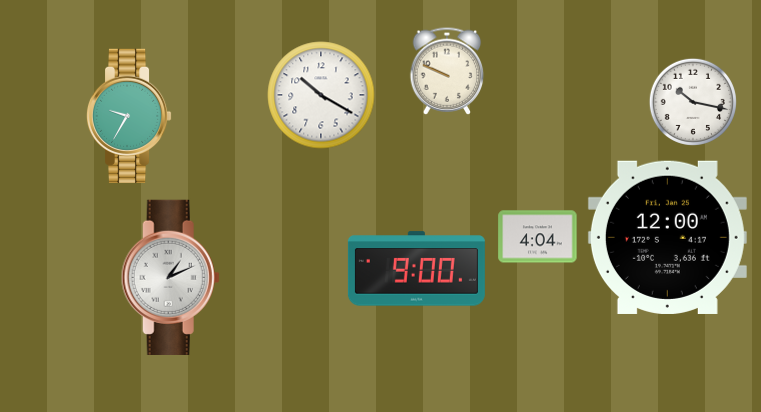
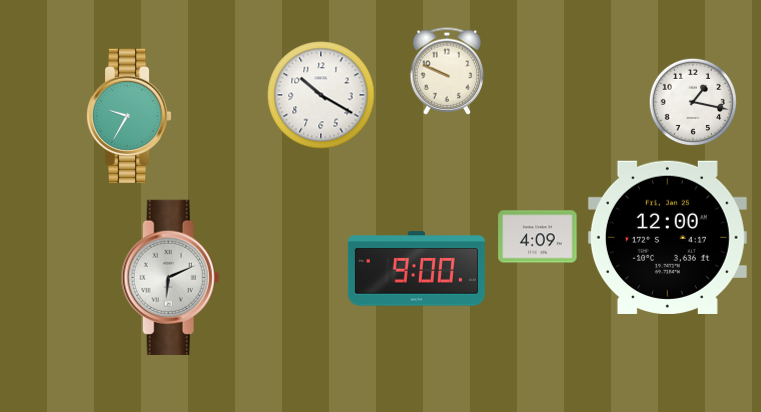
clock at (693, 102): 10:17 -> 1:17
clock at (538, 237): 4:04 -> 4:09
clock at (170, 277): 1:11 -> 6:11
